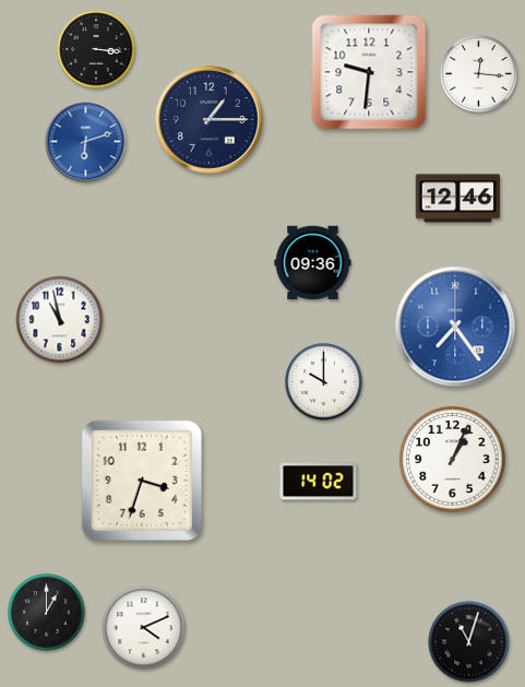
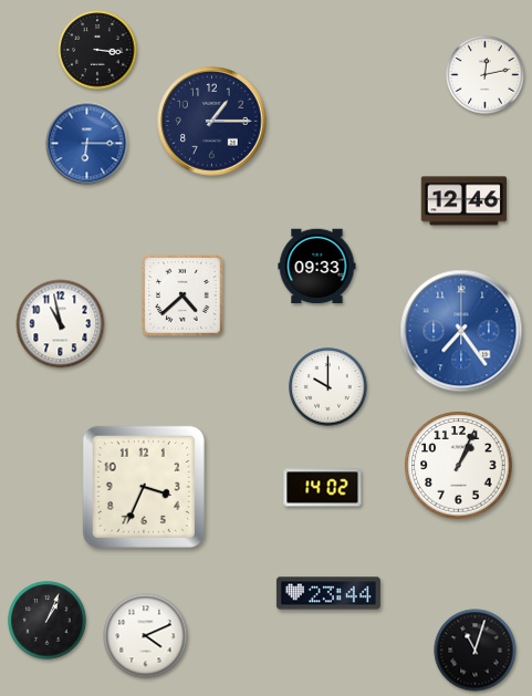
clock at (369, 72): 9:31 -> none
clock at (479, 74): 12:16 -> 12:13
clock at (86, 142): 6:12 -> 6:15
clock at (313, 263): 09:36 -> 09:33
clock at (182, 295): none -> 4:38
clock at (142, 481): 3:33 -> 3:34
clock at (328, 593): none -> 23:44
clock at (47, 613): 1:00 -> 1:04
